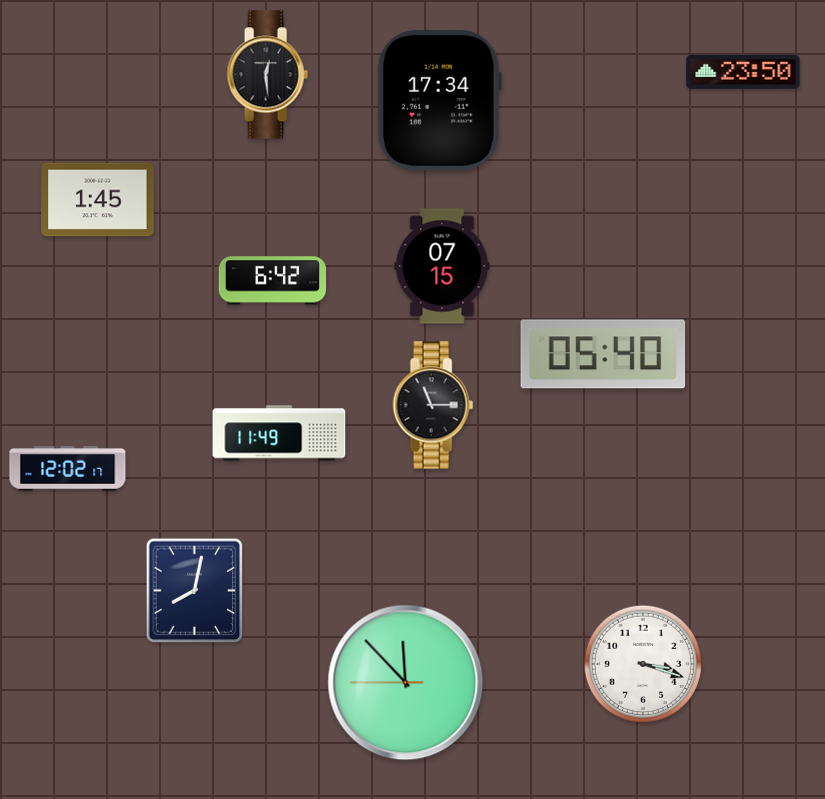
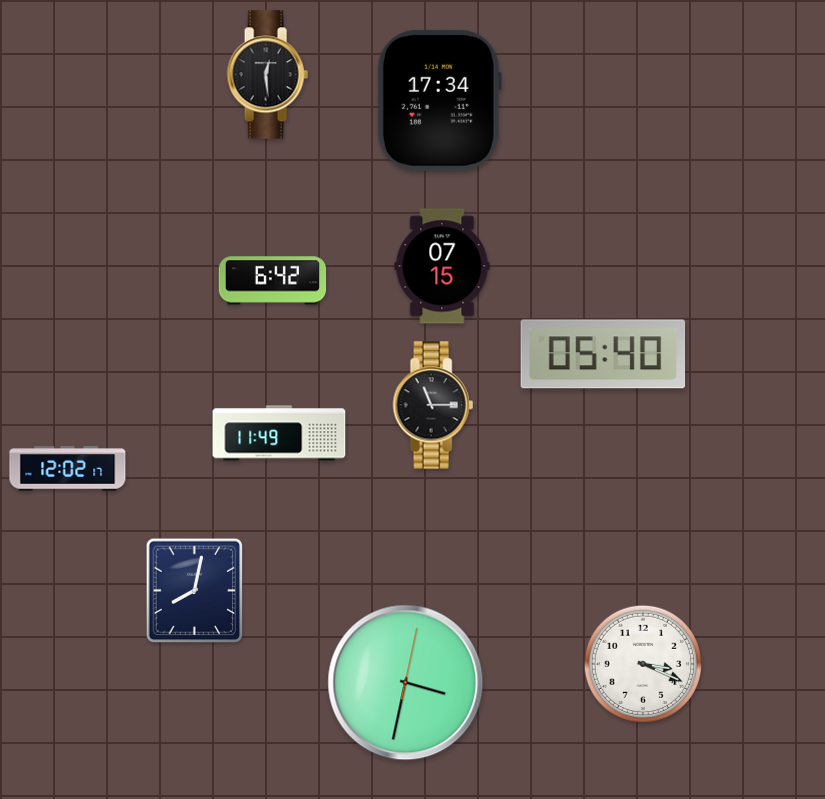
clock at (743, 72): 23:50 -> none
clock at (98, 200): 1:45 -> none
clock at (643, 664): 3:18 -> 3:19
clock at (406, 683): 11:52 -> 3:32
